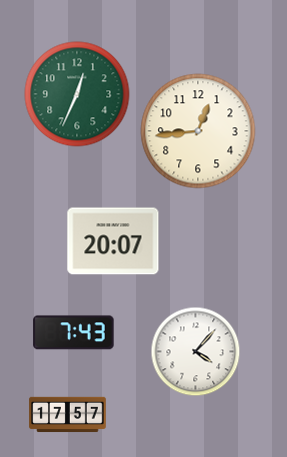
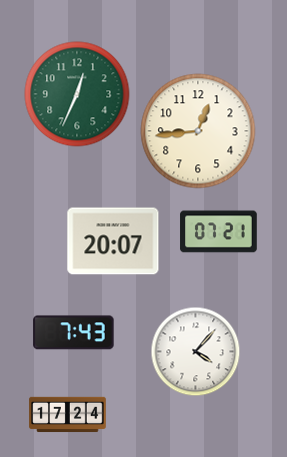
clock at (219, 232): none -> 07:21
clock at (68, 415): 17:57 -> 17:24
